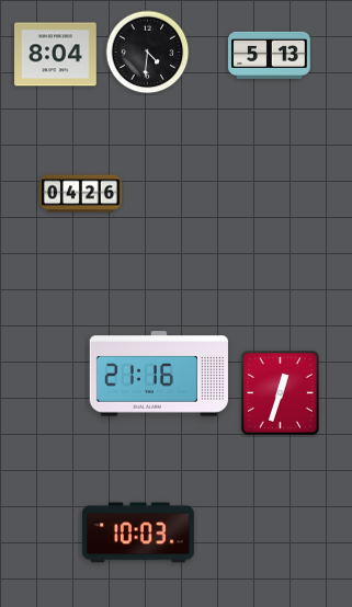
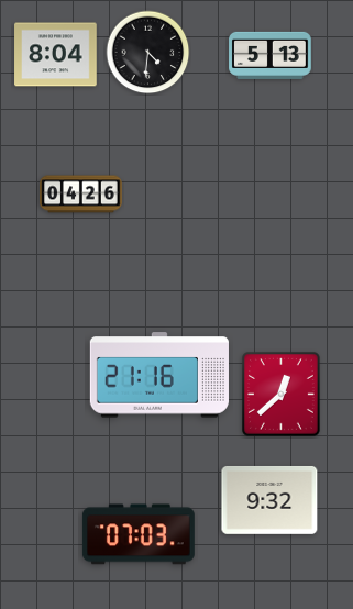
clock at (281, 393): 12:33 -> 12:38
clock at (269, 500): none -> 9:32
clock at (138, 532): 10:03 -> 07:03
